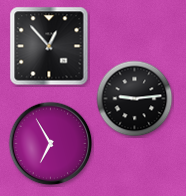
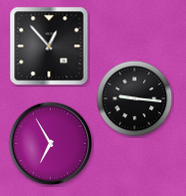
clock at (135, 99): 9:14 -> 9:16
